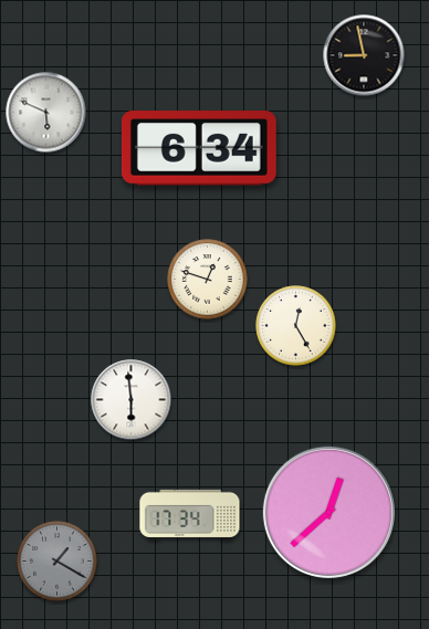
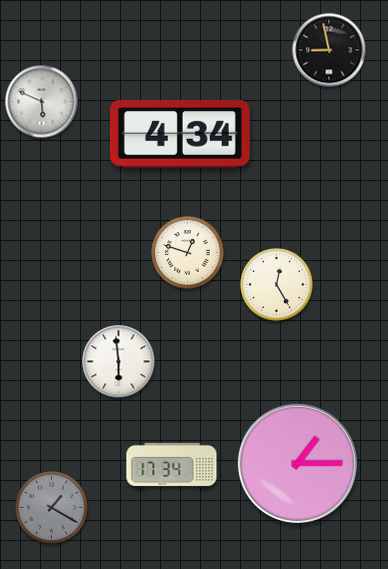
clock at (199, 148): 6:34 -> 4:34
clock at (296, 326) position: (296, 326) -> (277, 285)
clock at (328, 512): 12:38 -> 1:15
